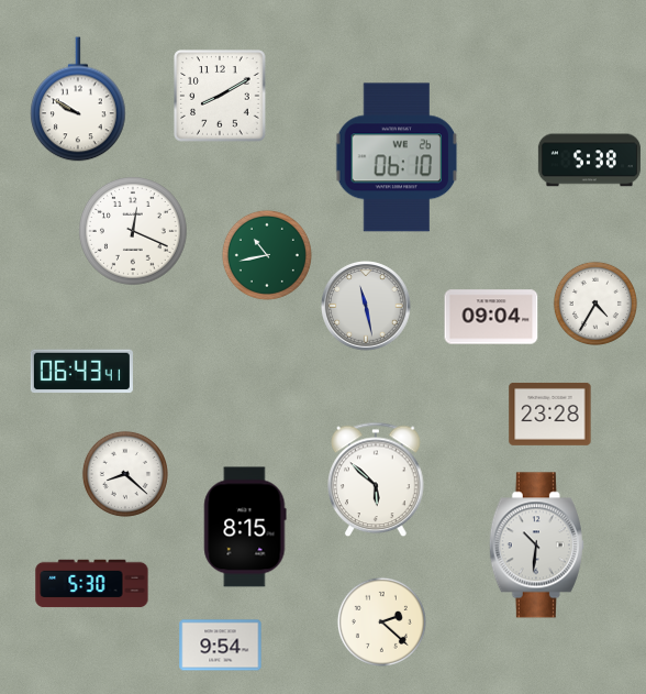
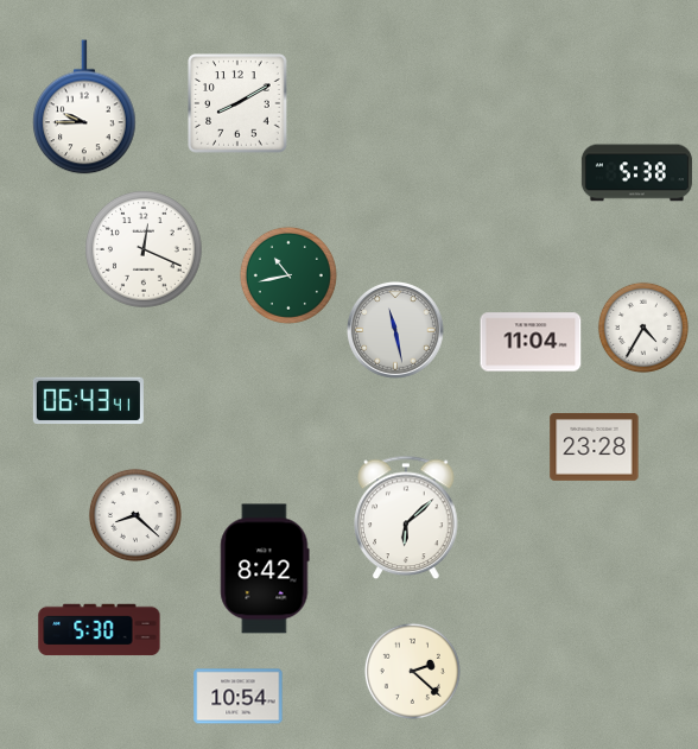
clock at (78, 99): 9:50 -> 9:45
clock at (397, 157): 06:10 -> none
clock at (491, 317): 09:04 -> 11:04
clock at (125, 474) position: (125, 474) -> (135, 515)
clock at (376, 480): 5:52 -> 6:08
clock at (245, 527): 8:15 -> 8:42
clock at (536, 546): 10:31 -> none
clock at (221, 646): 9:54 -> 10:54
